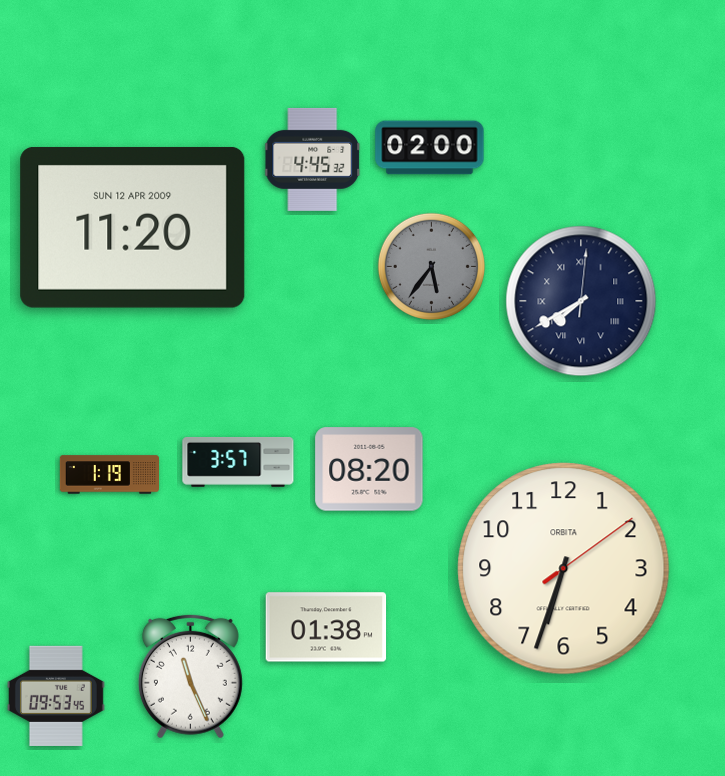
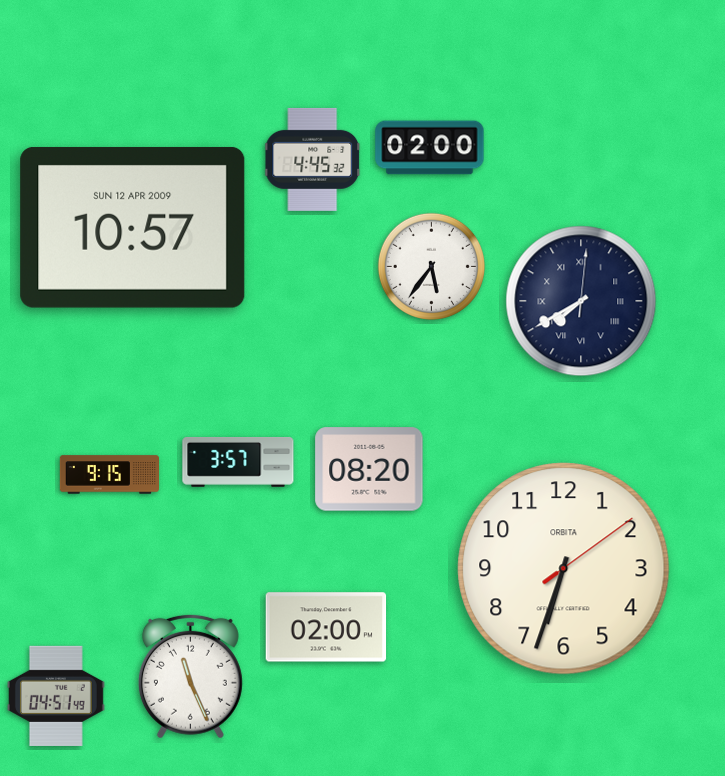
clock at (133, 227): 11:20 -> 10:57
clock at (431, 266) dial: grey -> white
clock at (109, 475): 1:19 -> 9:15
clock at (326, 627): 01:38 -> 02:00
clock at (56, 696): 09:53 -> 04:51
